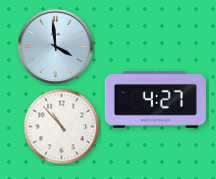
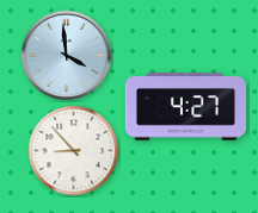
clock at (155, 100) position: (155, 100) -> (185, 107)
clock at (62, 127): 10:53 -> 8:53
